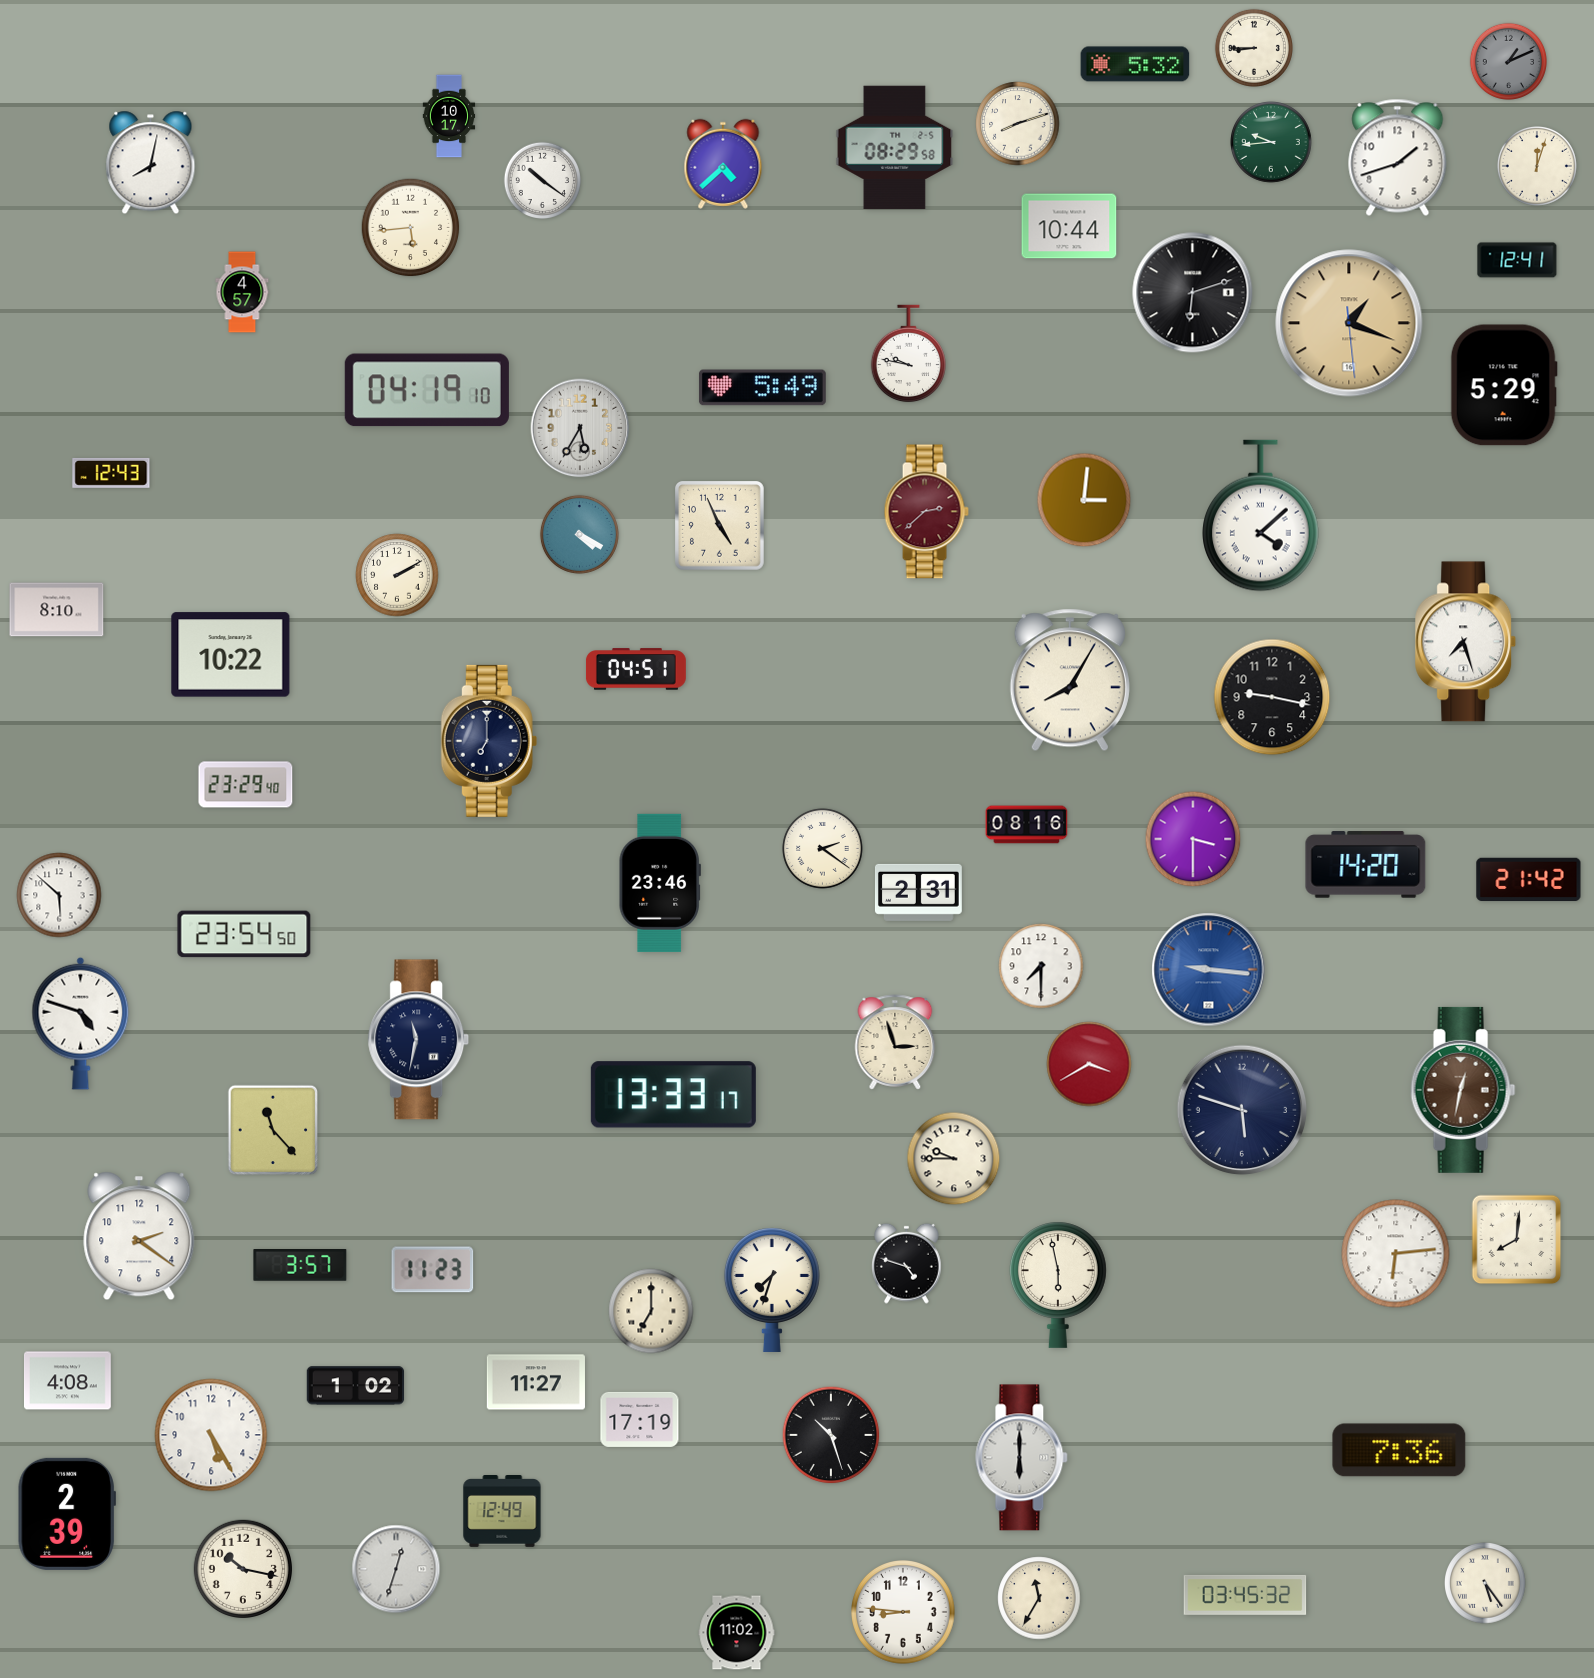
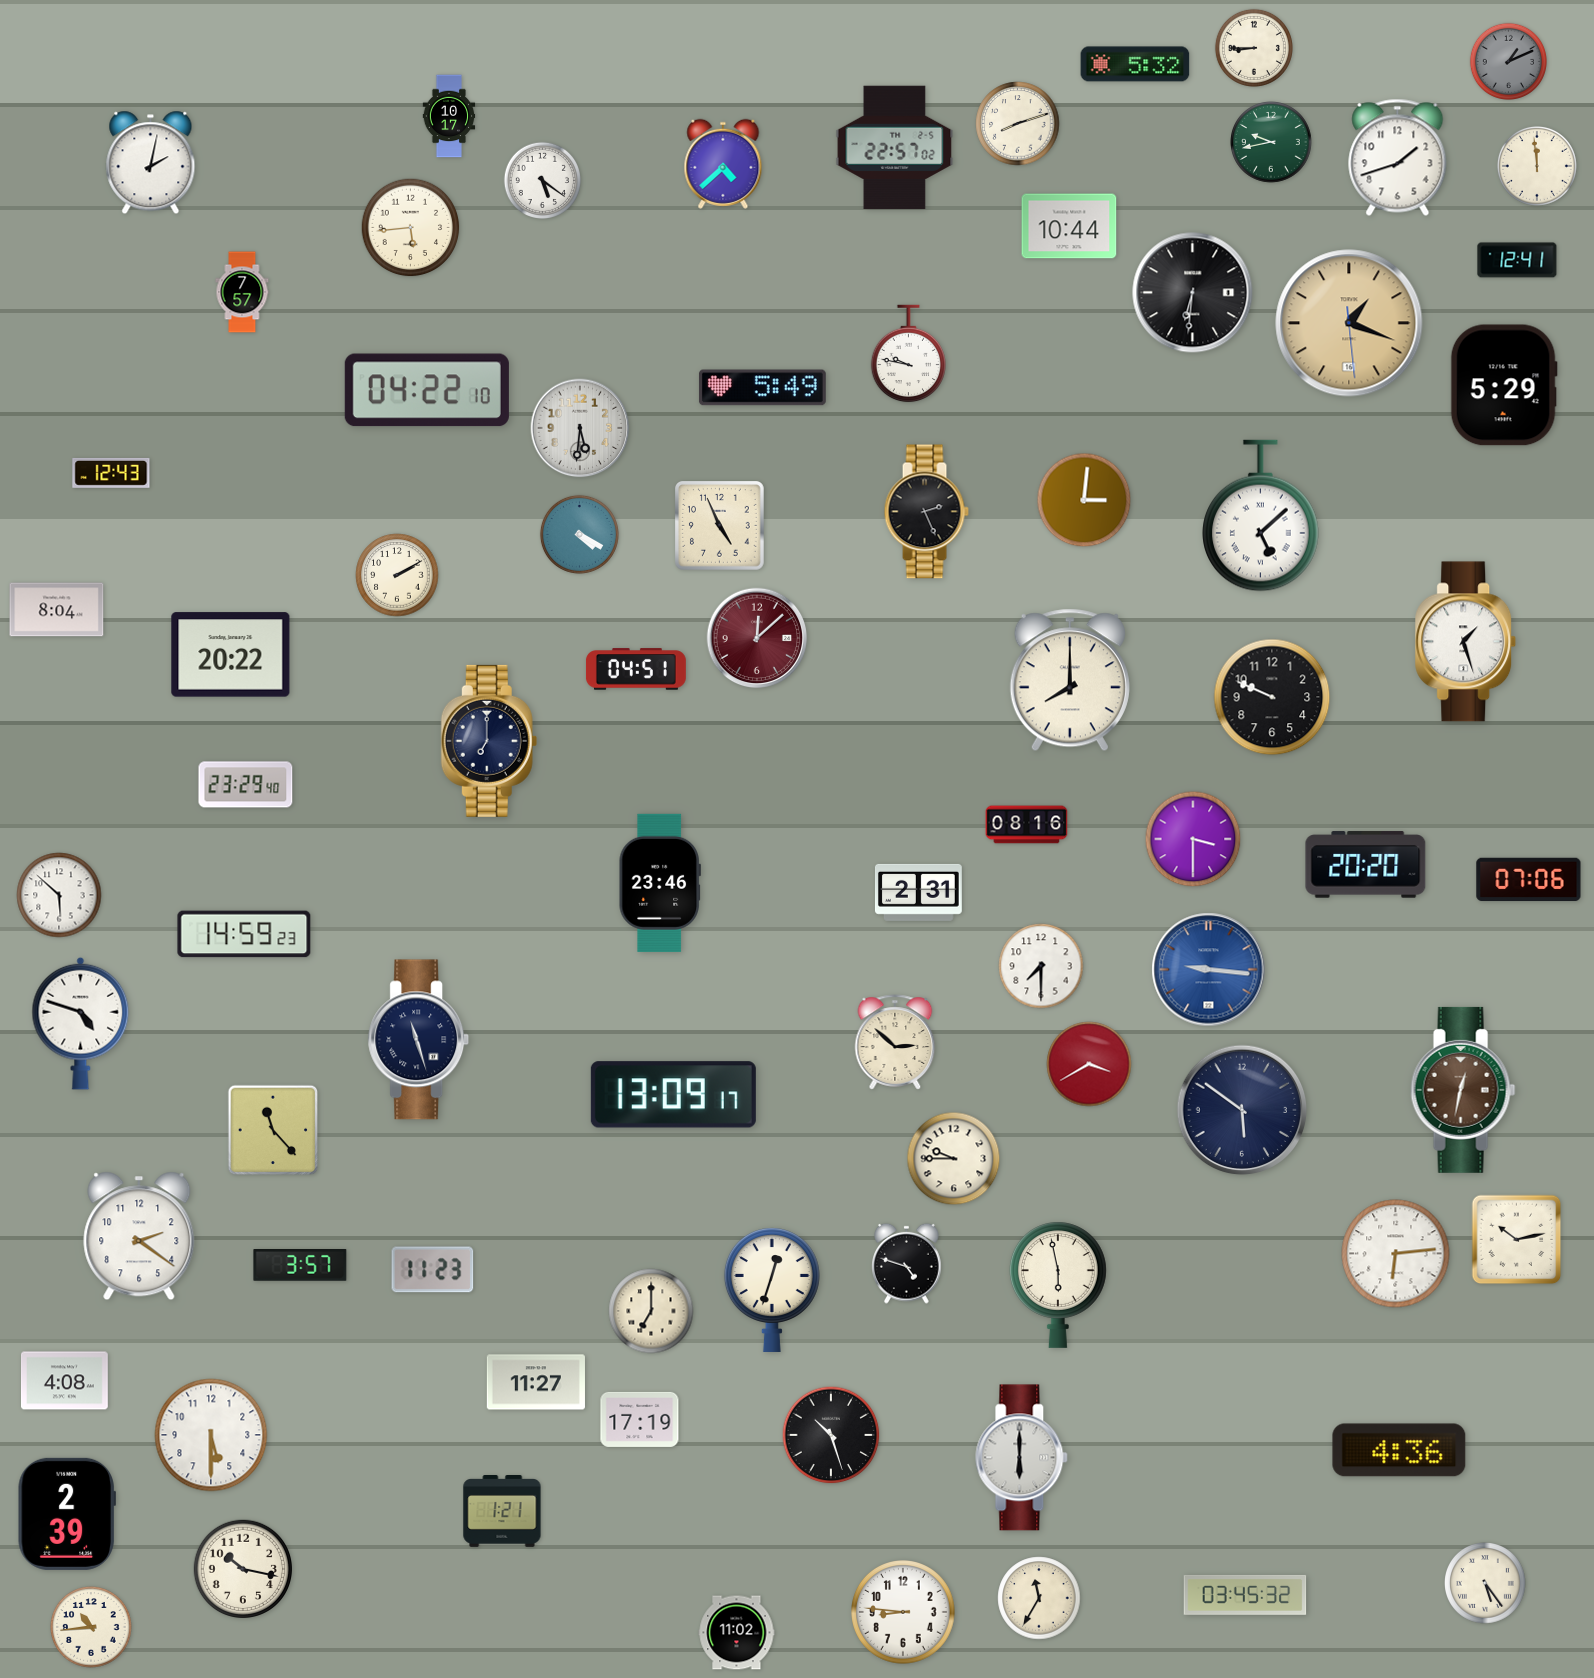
clock at (1271, 142): 9:44 -> 9:43
clock at (895, 148): 08:29 -> 22:57
clock at (151, 163): 8:02 -> 2:02
clock at (1537, 166): 12:03 -> 11:59
clock at (542, 180): 10:21 -> 5:21
clock at (242, 292): 4:57 -> 7:57
clock at (1193, 293): 6:12 -> 6:31
clock at (427, 390): 04:19 -> 04:22
clock at (580, 428): 5:35 -> 5:31
clock at (926, 512): 2:38 -> 2:26
clock at (926, 512) dial: burgundy -> black
clock at (1261, 516): 4:08 -> 5:08
clock at (57, 610): 8:10 -> 8:04
clock at (757, 638): none -> 12:08
clock at (1466, 642): 7:27 -> 1:27
clock at (231, 655): 10:22 -> 20:22
clock at (1070, 680): 8:05 -> 8:00
clock at (1272, 697): 9:17 -> 9:49
clock at (822, 848): 2:21 -> none
clock at (1366, 865): 14:20 -> 20:20
clock at (1529, 880): 21:42 -> 07:06
clock at (244, 934): 23:54 -> 14:59
clock at (419, 1040): 11:32 -> 11:27
clock at (895, 1042): 2:57 -> 2:52
clock at (673, 1095): 13:33 -> 13:09
clock at (1242, 1110): 5:48 -> 5:51
clock at (1517, 1240): 8:01 -> 10:13
clock at (772, 1290): 7:33 -> 12:33
clock at (68, 1381) position: (68, 1381) -> (65, 1381)
clock at (356, 1386): 1:02 -> none
clock at (211, 1435): 5:25 -> 5:30
clock at (1399, 1450): 7:36 -> 4:36
clock at (502, 1512): 12:49 -> 1:21
clock at (396, 1569): 12:33 -> none
clock at (91, 1627): none -> 10:44
